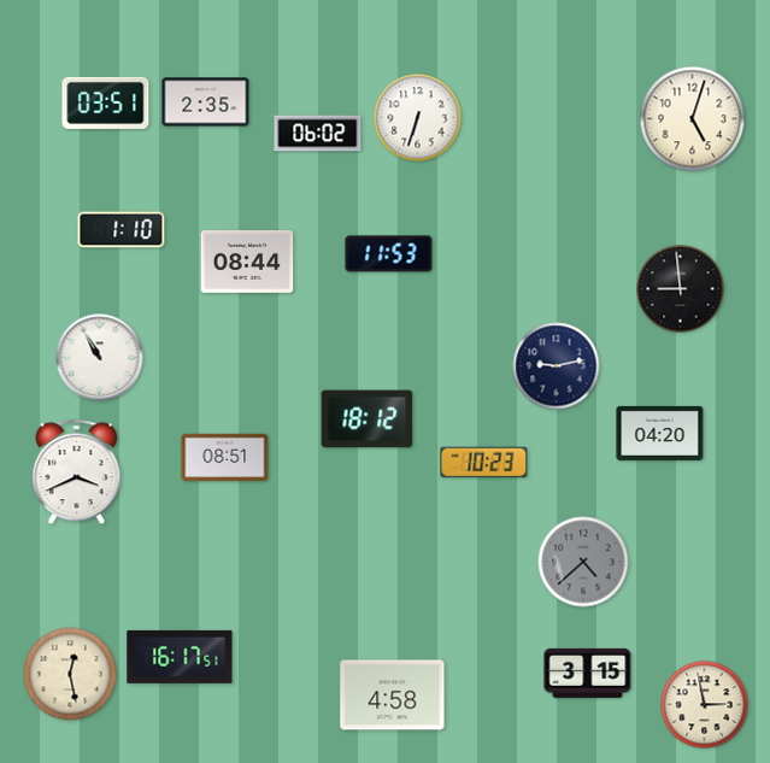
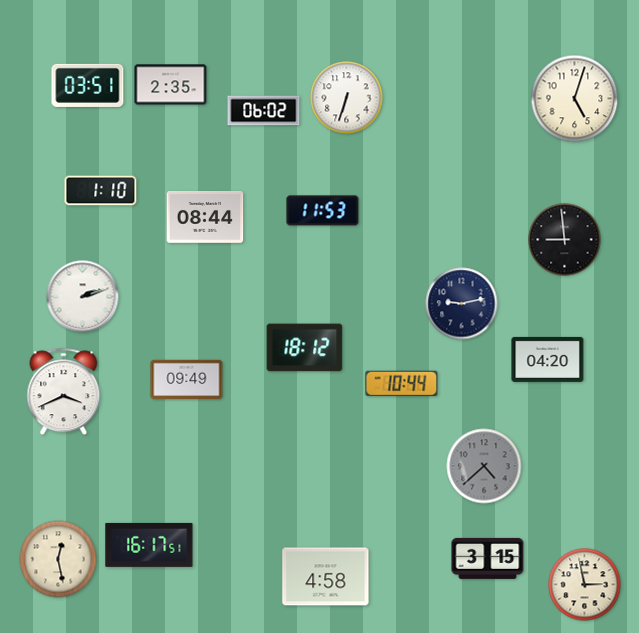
clock at (100, 358): 10:55 -> 2:12
clock at (225, 458): 08:51 -> 09:49
clock at (484, 462): 10:23 -> 10:44
